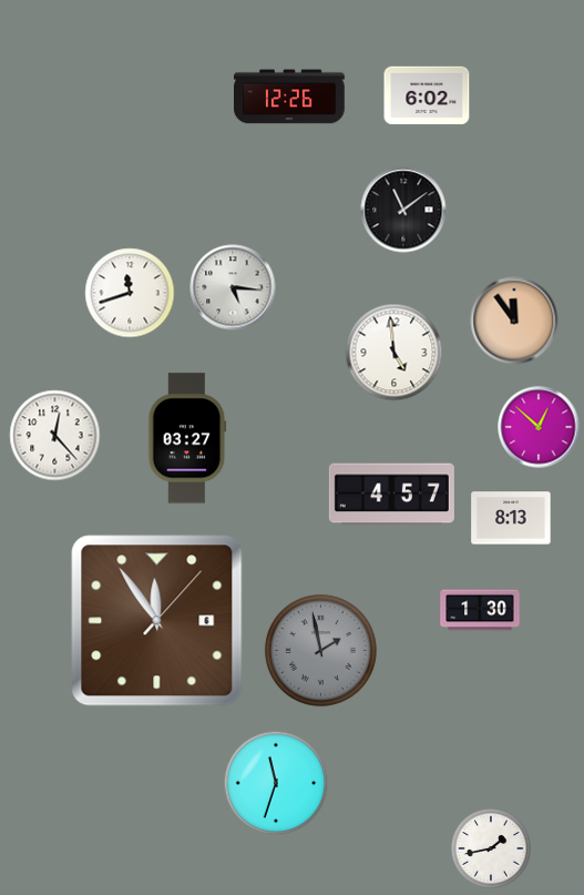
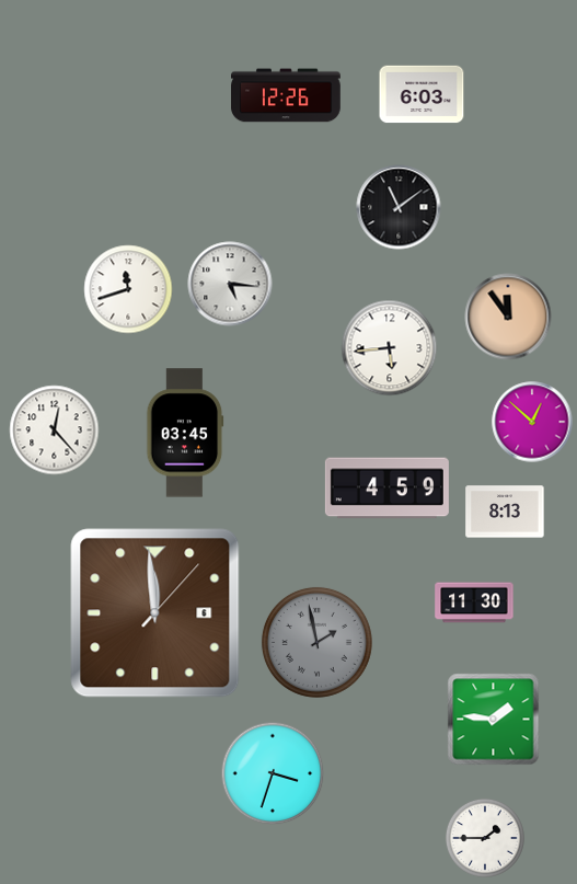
clock at (427, 95): 6:02 -> 6:03
clock at (395, 353): 4:59 -> 5:44
clock at (187, 438): 03:27 -> 03:45
clock at (391, 495): 4:57 -> 4:59
clock at (480, 610): 1:30 -> 11:30
clock at (157, 621): 11:54 -> 11:59
clock at (494, 720): none -> 1:46
clock at (276, 783): 11:33 -> 3:33
clock at (491, 848): 1:43 -> 1:45
